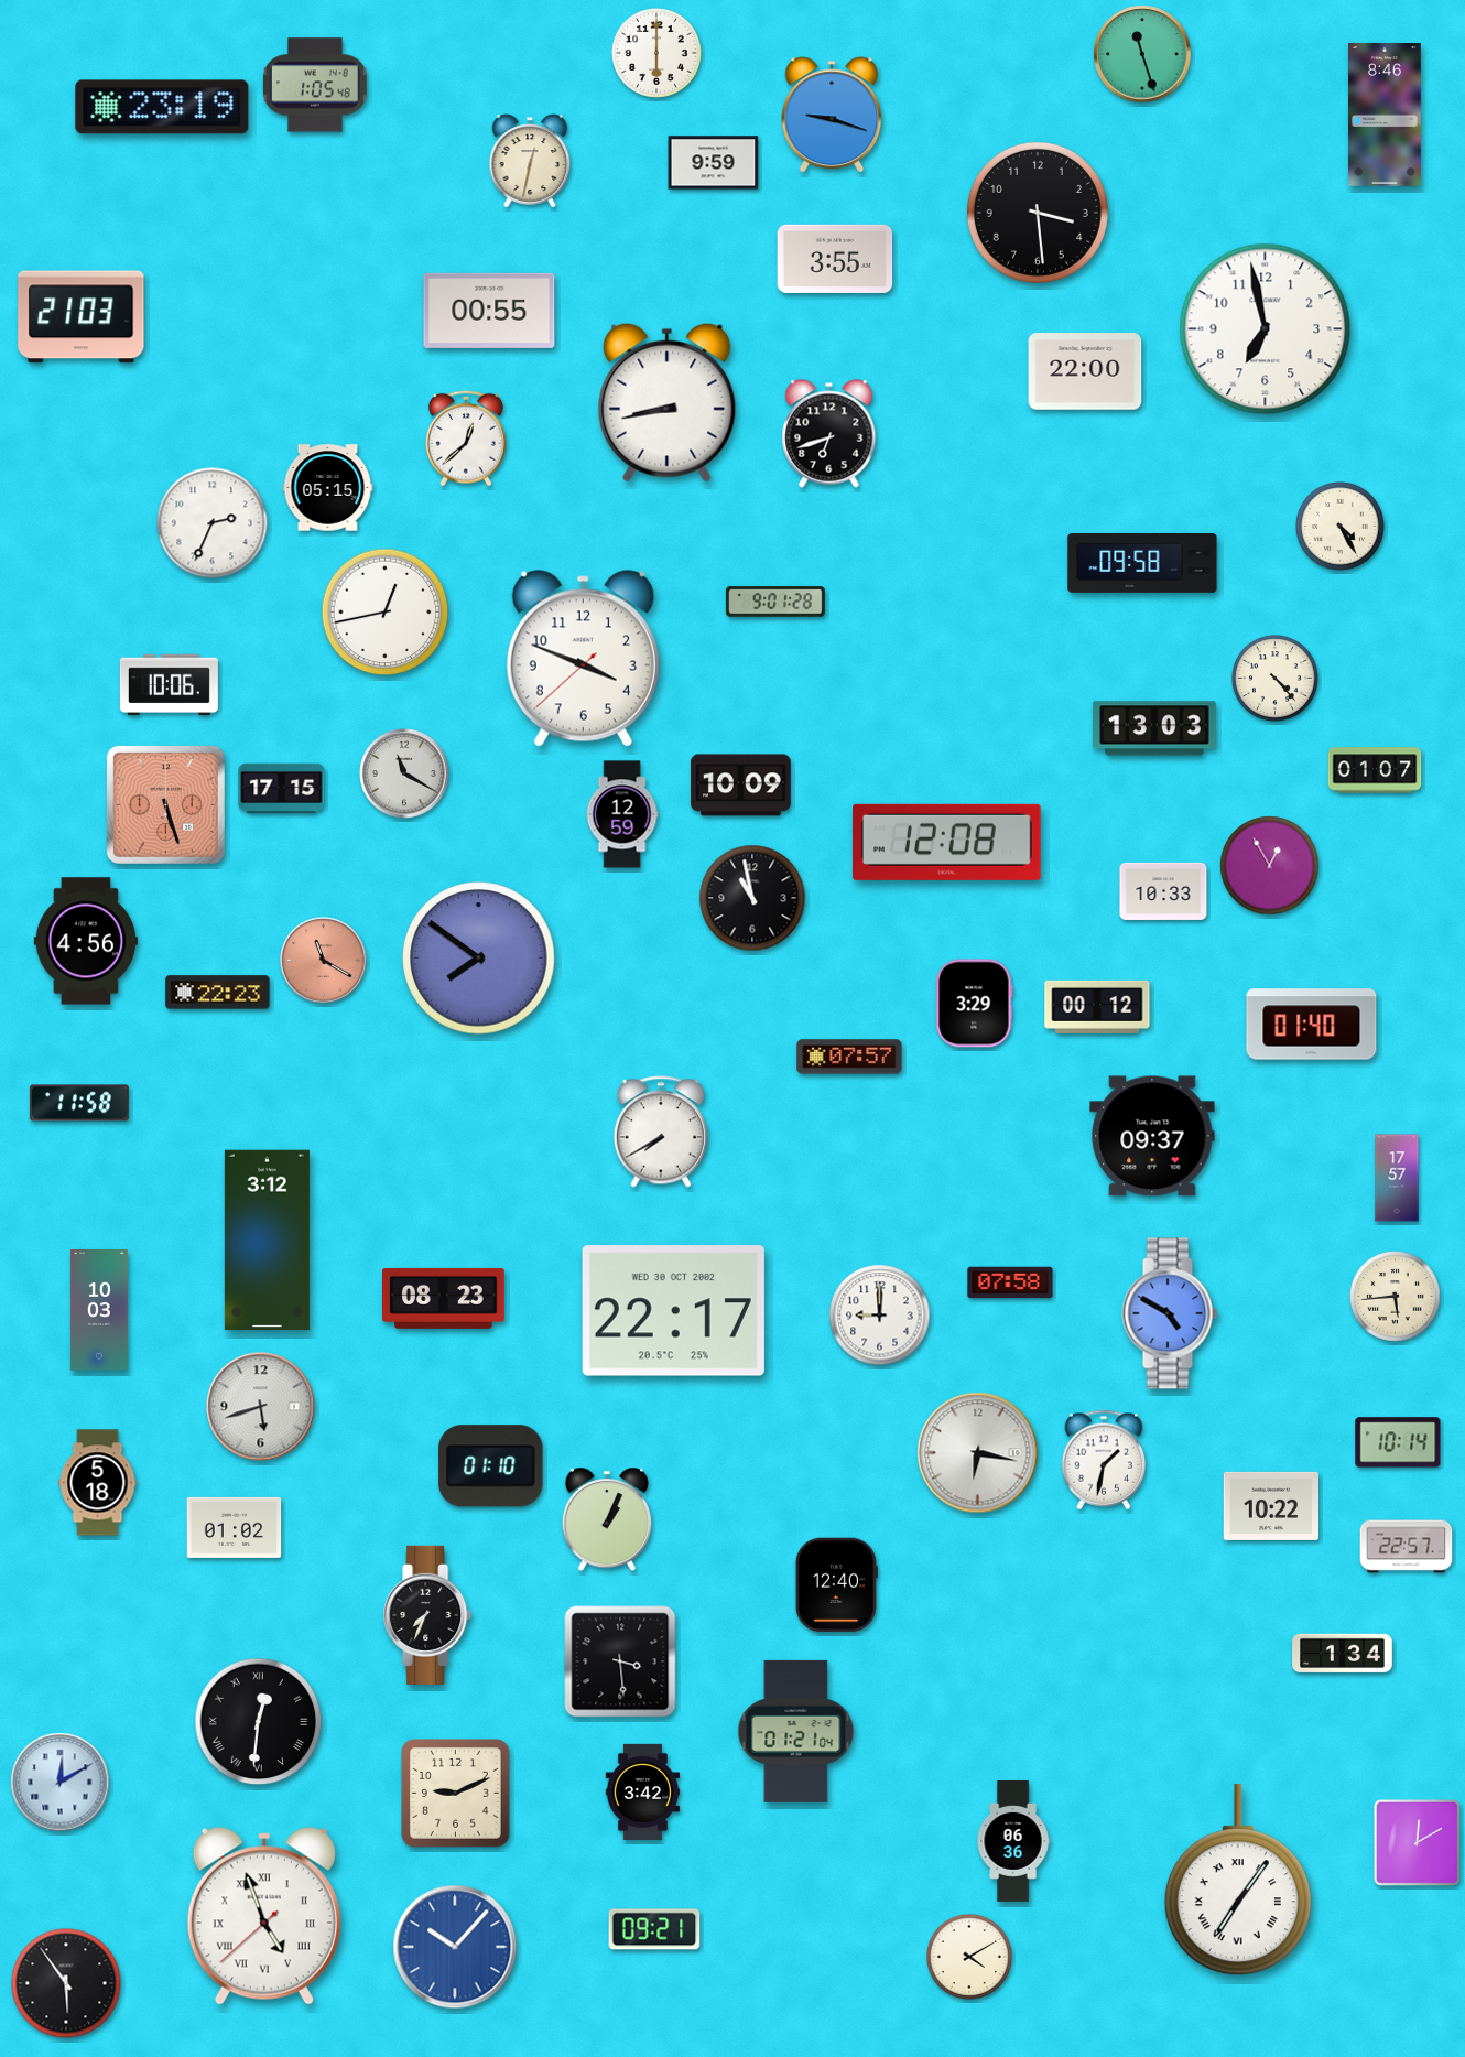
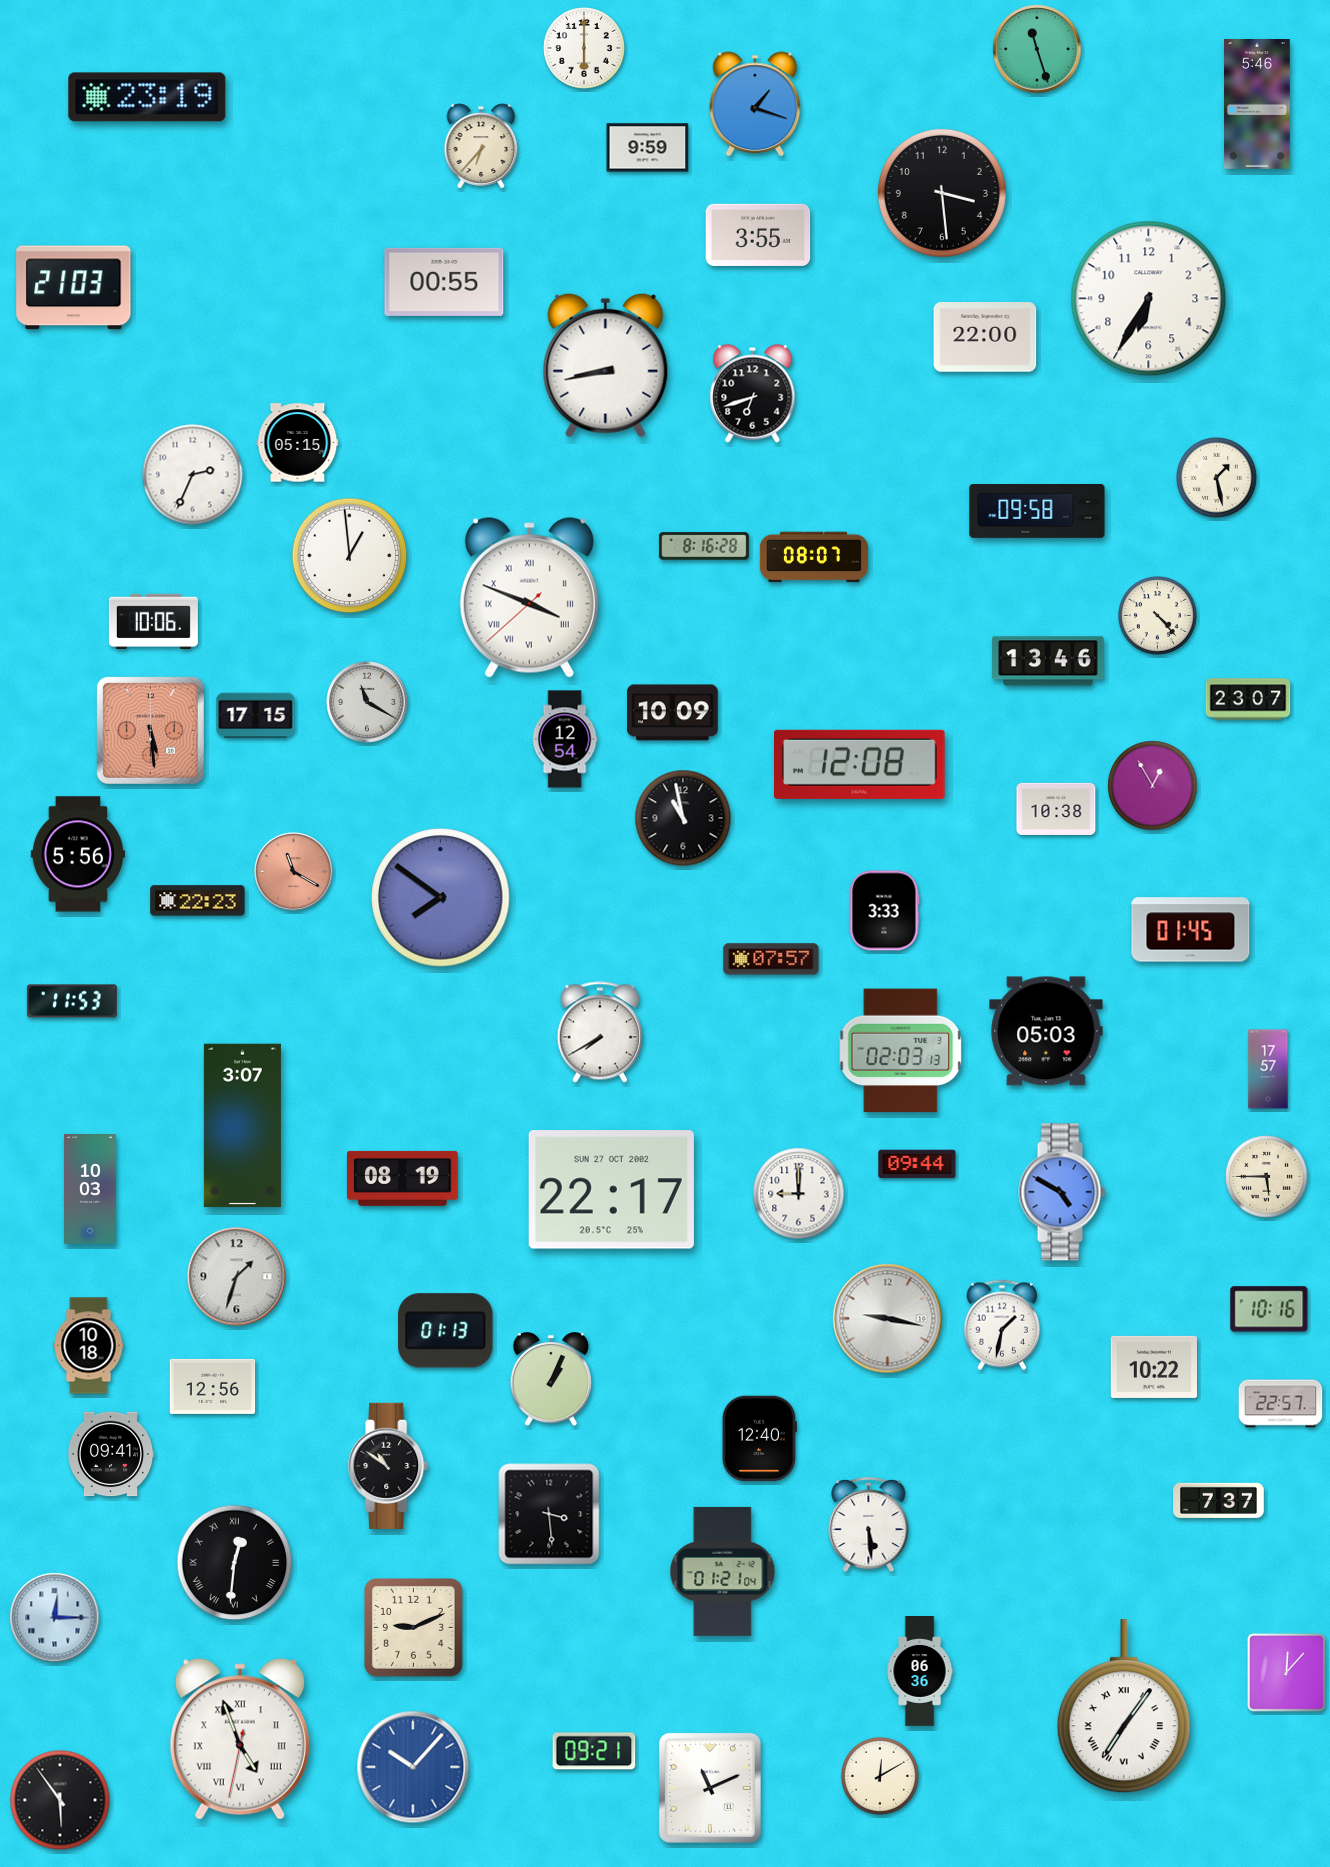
clock at (658, 54) position: (658, 54) -> (585, 49)
clock at (315, 85): 1:05 -> none
clock at (832, 115): 9:18 -> 1:18
clock at (1386, 116): 8:46 -> 5:46
clock at (530, 161): 12:32 -> 6:37
clock at (1266, 329): 6:58 -> 6:35
clock at (466, 439): 12:38 -> none
clock at (1341, 527): 4:25 -> 1:28
clock at (775, 602): 9:01 -> 8:16
clock at (386, 613): 12:43 -> 12:59
clock at (814, 557): none -> 08:07
clock at (583, 659) numerals: Arabic -> Roman
clock at (1154, 728): 13:03 -> 13:46
clock at (1375, 770): 01:07 -> 23:07
clock at (165, 804): 5:27 -> 5:29
clock at (622, 814): 12:59 -> 12:54
clock at (1163, 891): 10:33 -> 10:38
clock at (752, 898) position: (752, 898) -> (683, 818)
clock at (85, 941): 4:56 -> 5:56
clock at (479, 959) position: (479, 959) -> (441, 898)
clock at (975, 1004): 3:29 -> 3:33
clock at (1097, 1007): 00:12 -> none
clock at (1312, 1025): 01:40 -> 01:45
clock at (79, 1103): 11:58 -> 11:53
clock at (661, 1132) position: (661, 1132) -> (600, 1032)
clock at (1152, 1136): 09:37 -> 05:03
clock at (901, 1051): none -> 02:03
clock at (267, 1241): 3:12 -> 3:07
clock at (1010, 1282): 07:58 -> 09:44
clock at (1396, 1297): 5:44 -> 5:45
clock at (444, 1298): 08:23 -> 08:19
clock at (673, 1311) date: WED 30 OCT 2002 -> SUN 27 OCT 2002
clock at (261, 1407): 5:42 -> 1:33
clock at (1398, 1442): 10:14 -> 10:16
clock at (978, 1453): 6:17 -> 9:17
clock at (491, 1466): 01:10 -> 01:13
clock at (98, 1483): 5:18 -> 10:18
clock at (235, 1527): 01:02 -> 12:56
clock at (1407, 1547) position: (1407, 1547) -> (1281, 1404)
clock at (111, 1454): none -> 09:41
clock at (428, 1615): 7:34 -> 10:51
clock at (1343, 1653): 1:34 -> 7:37
clock at (620, 1661) position: (620, 1661) -> (549, 1514)
clock at (869, 1525): none -> 5:29
clock at (61, 1783): 12:10 -> 12:15
clock at (643, 1791): 3:42 -> none
clock at (1417, 1842): 12:10 -> 12:07
clock at (264, 1916): 4:56:38 -> 4:56:32
clock at (969, 1957): 4:10 -> 12:10
clock at (710, 1788): none -> 11:11
